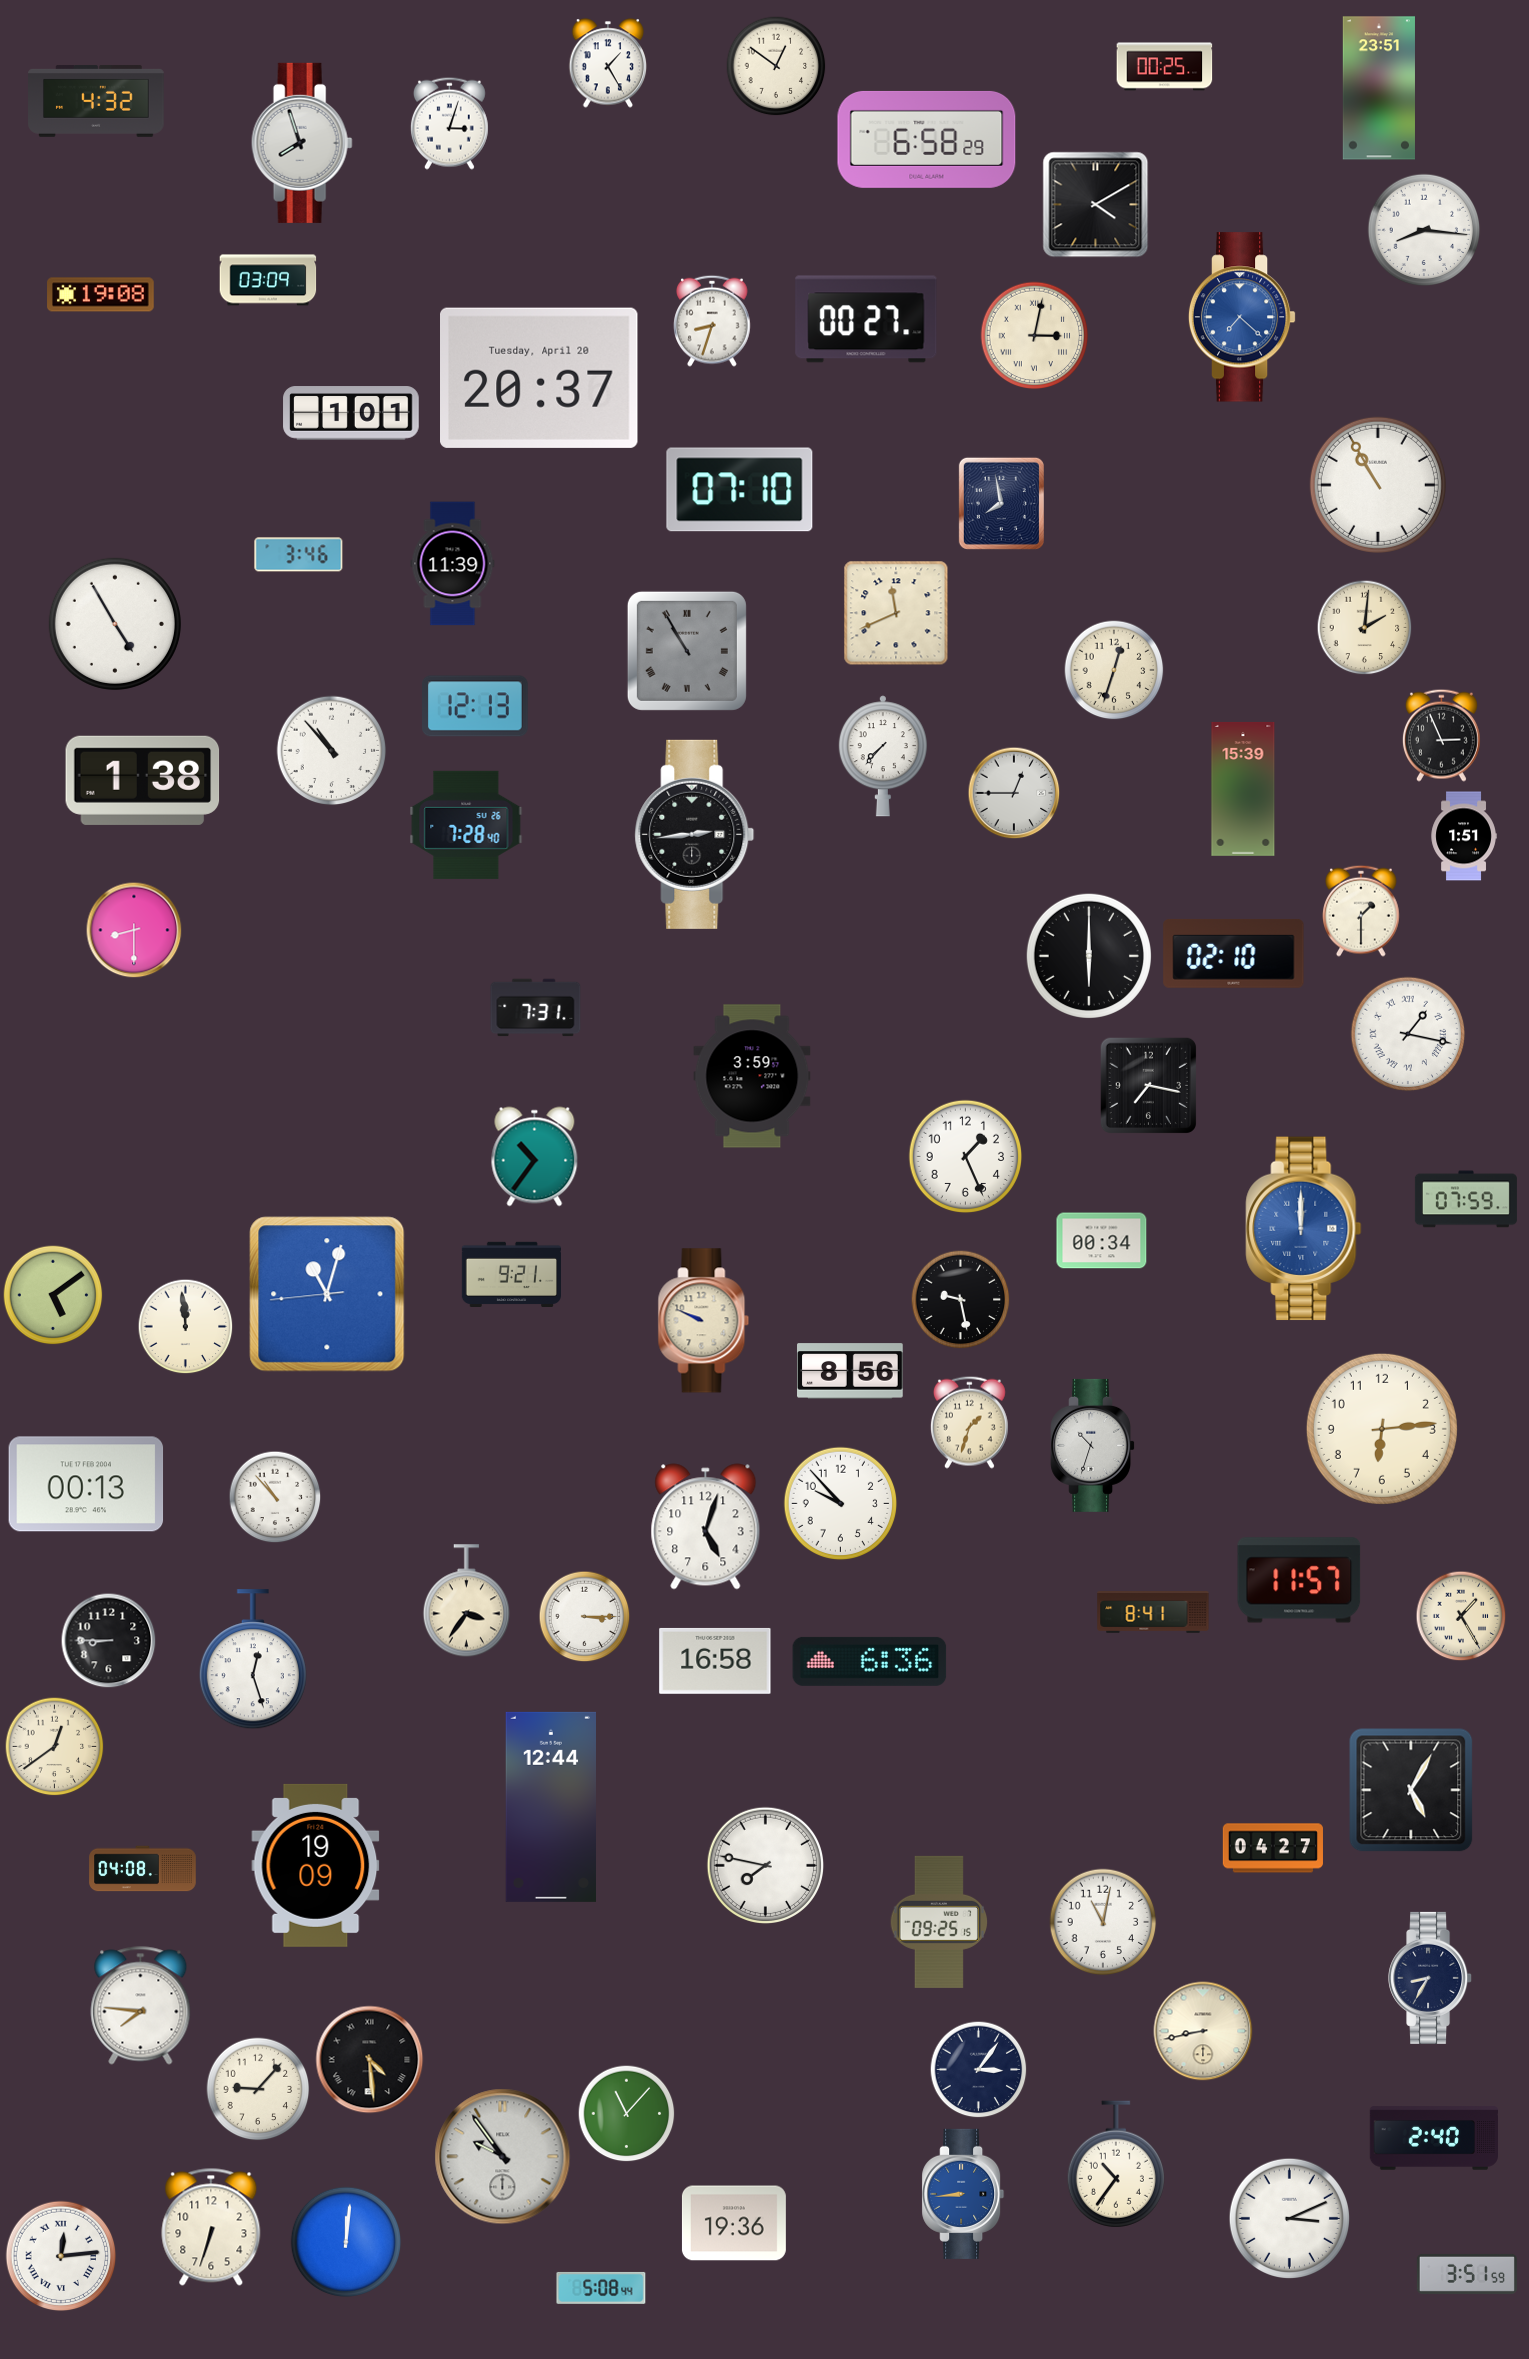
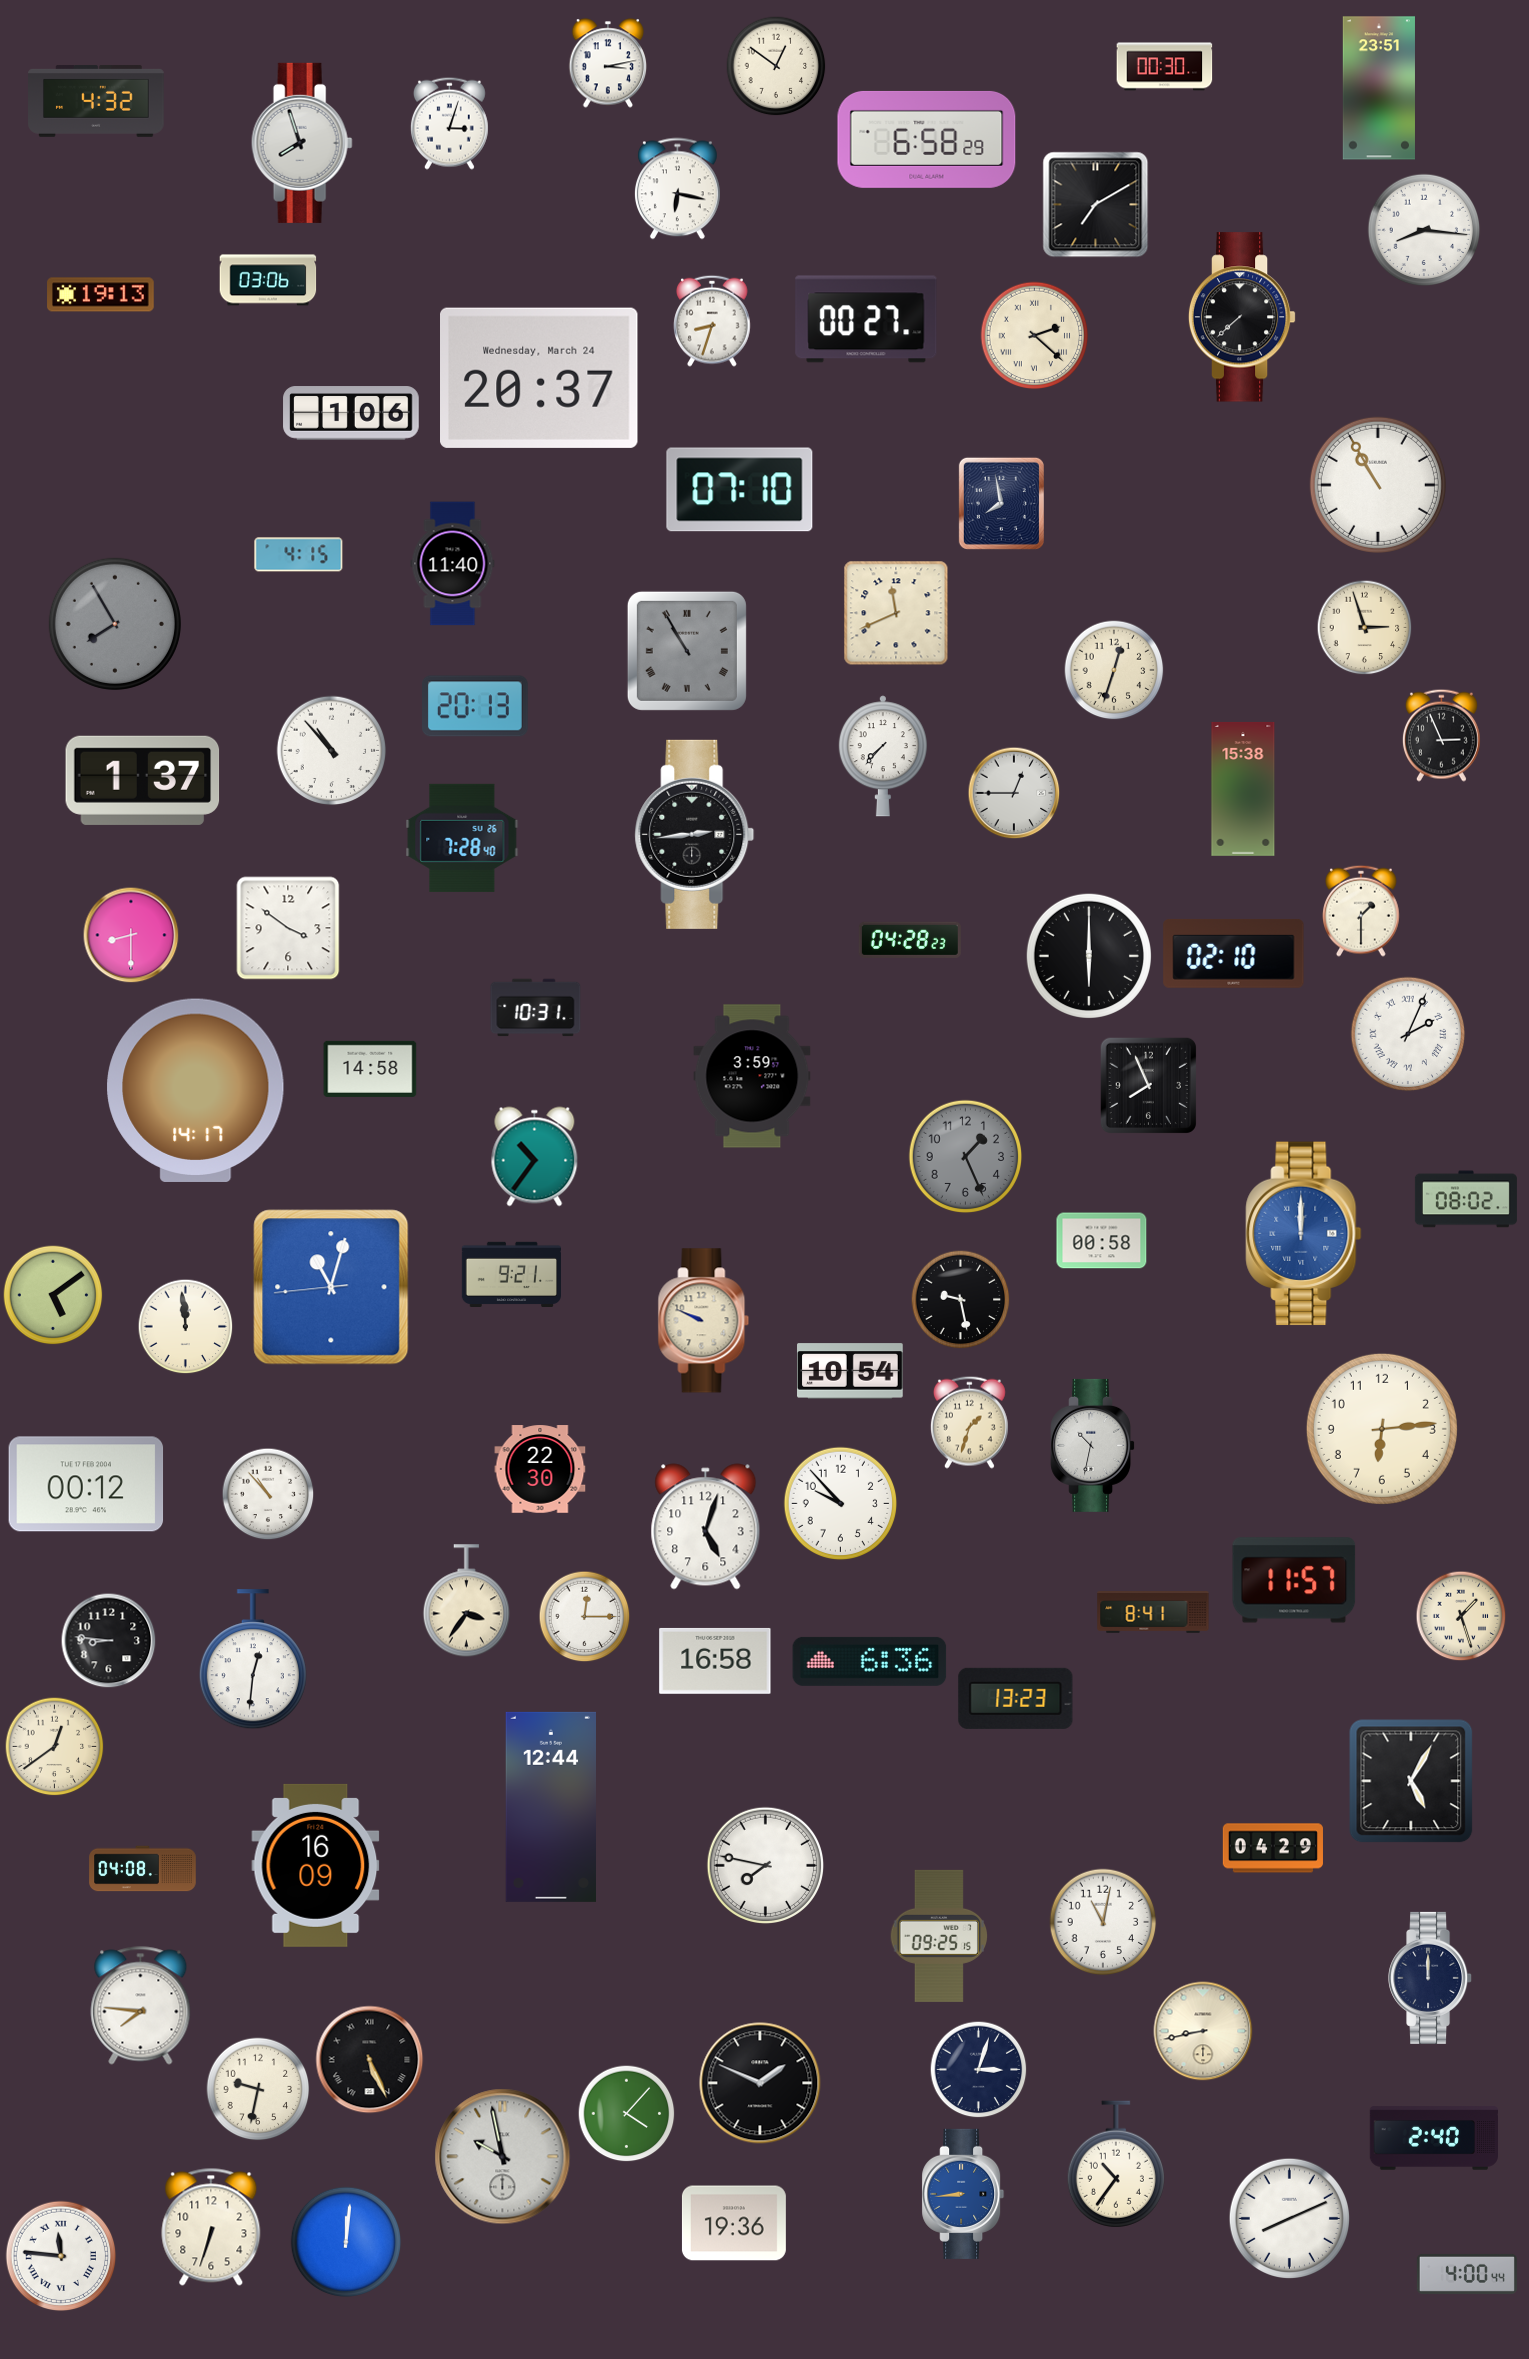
clock at (608, 63): 1:25 -> 3:13
clock at (1165, 67): 00:25 -> 00:30
clock at (677, 189): none -> 6:17
clock at (1096, 205): 4:10 -> 7:10
clock at (268, 280): 03:09 -> 03:06
clock at (101, 295): 19:08 -> 19:13
clock at (1242, 317): 7:22 -> 7:38
clock at (1242, 317) dial: blue -> black
clock at (1035, 336): 3:02 -> 2:22
clock at (540, 378) date: Tuesday, April 20 -> Wednesday, March 24
clock at (351, 413): 1:01 -> 1:06
clock at (299, 555): 3:46 -> 4:15
clock at (453, 564): 11:39 -> 11:40
clock at (115, 624): 4:55 -> 7:55
clock at (115, 624) dial: white -> grey
clock at (1365, 628): 2:01 -> 2:57
clock at (476, 706): 12:13 -> 20:13
clock at (143, 780): 1:38 -> 1:37
clock at (1243, 789): 15:39 -> 15:38
clock at (466, 825) position: (466, 825) -> (462, 838)
clock at (1464, 836): 1:51 -> none
clock at (288, 928): none -> 3:51
clock at (134, 930) position: (134, 930) -> (131, 935)
clock at (910, 940): none -> 04:28
clock at (536, 1008): 7:31 -> 10:31
clock at (1408, 1034): 1:17 -> 2:04
clock at (370, 1069): none -> 14:58
clock at (1148, 1085): 7:17 -> 7:56
clock at (196, 1090): none -> 14:17
clock at (966, 1157) dial: white -> grey
clock at (1466, 1199): 07:59 -> 08:02
clock at (1304, 1229) position: (1304, 1229) -> (1304, 1234)
clock at (1102, 1241): 00:34 -> 00:58
clock at (327, 1294) position: (327, 1294) -> (331, 1287)
clock at (851, 1371): 8:56 -> 10:54
clock at (1093, 1445): 10:33 -> 10:32
clock at (540, 1469): none -> 22:30
clock at (86, 1484): 00:13 -> 00:12
clock at (275, 1497) position: (275, 1497) -> (268, 1494)
clock at (1299, 1580) position: (1299, 1580) -> (1294, 1580)
clock at (1461, 1616): 1:25 -> 1:27
clock at (585, 1617): 3:15 -> 12:15
clock at (109, 1641): 8:45 -> 8:46
clock at (253, 1660): 12:27 -> 12:31
clock at (1016, 1698): none -> 13:23
clock at (1411, 1790) position: (1411, 1790) -> (1411, 1781)
clock at (1273, 1848): 04:27 -> 04:29
clock at (316, 1865): 19:09 -> 16:09
clock at (938, 1922) position: (938, 1922) -> (938, 1936)
clock at (1431, 1978): 8:35 -> 12:00
clock at (370, 2060): 4:29 -> 5:26
clock at (979, 2070): 3:06 -> 3:03
clock at (760, 2083): none -> 1:49
clock at (258, 2089): 9:07 -> 9:32
clock at (627, 2114): 11:07 -> 4:07
clock at (503, 2157): 9:54 -> 9:58
clock at (1289, 2218): 3:11 -> 8:11
clock at (61, 2256): 12:14 -> 11:46
clock at (1467, 2274): 3:51 -> 4:00
clock at (601, 2288): 5:08 -> none
